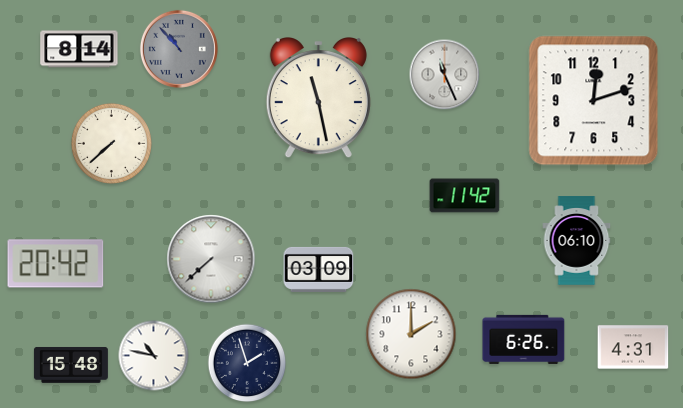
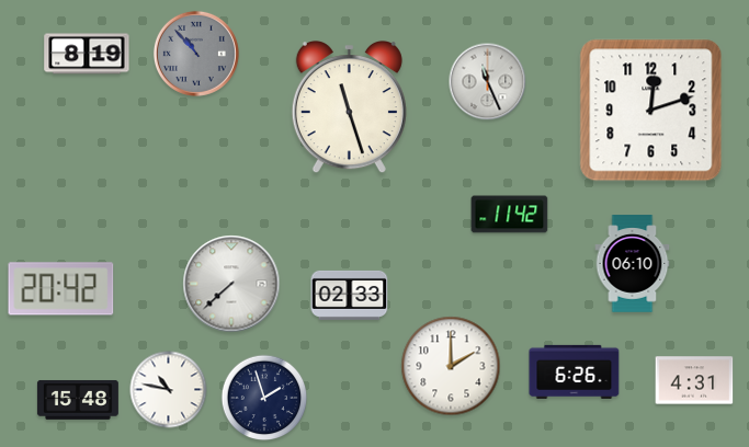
clock at (79, 49): 8:14 -> 8:19
clock at (318, 99): 11:28 -> 11:27
clock at (111, 143): 7:38 -> none
clock at (319, 269): 03:09 -> 02:33
clock at (247, 363) position: (247, 363) -> (264, 398)
